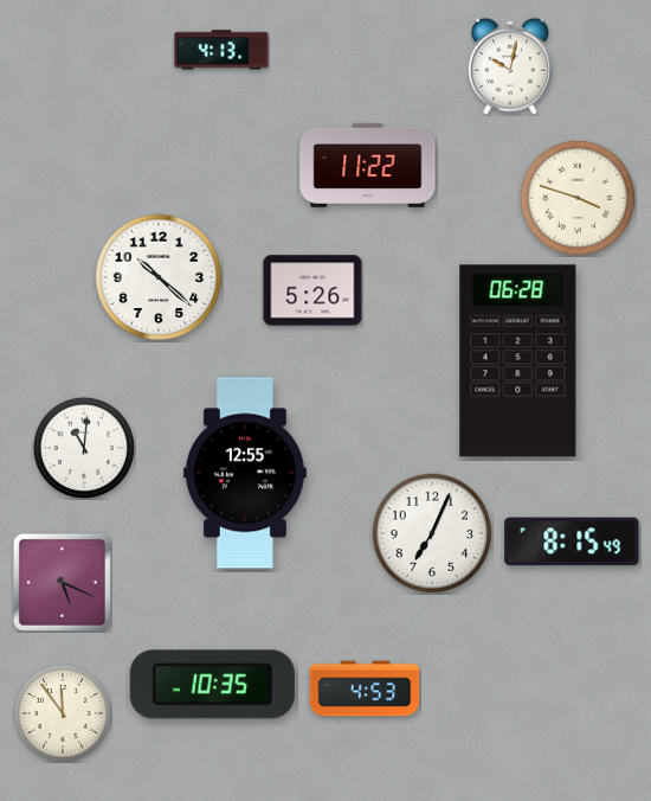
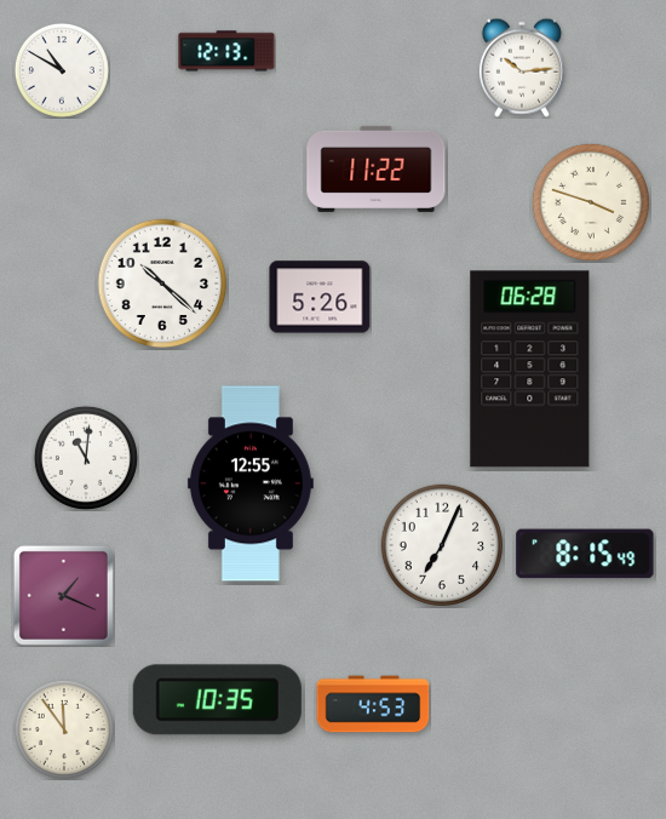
clock at (221, 50): 4:13 -> 12:13
clock at (510, 66): 10:02 -> 10:14
clock at (62, 70): none -> 10:50
clock at (62, 582): 5:19 -> 1:19
